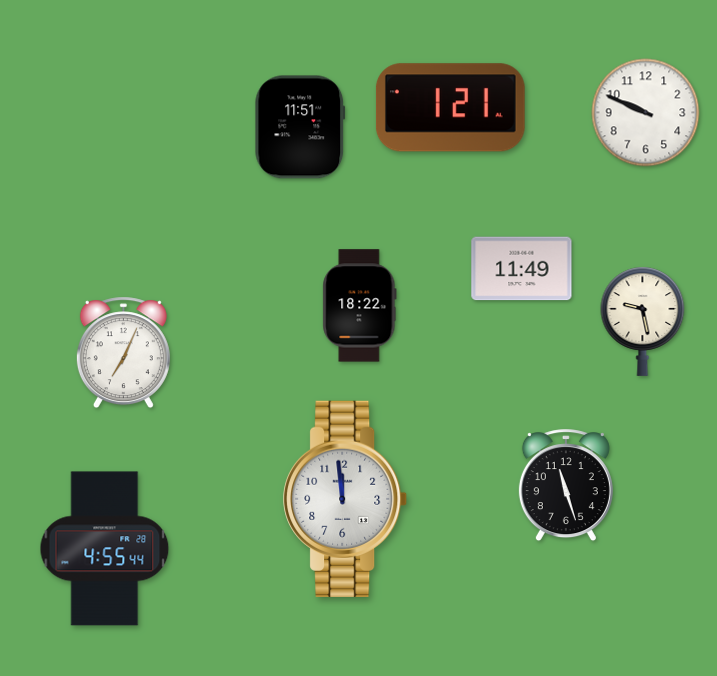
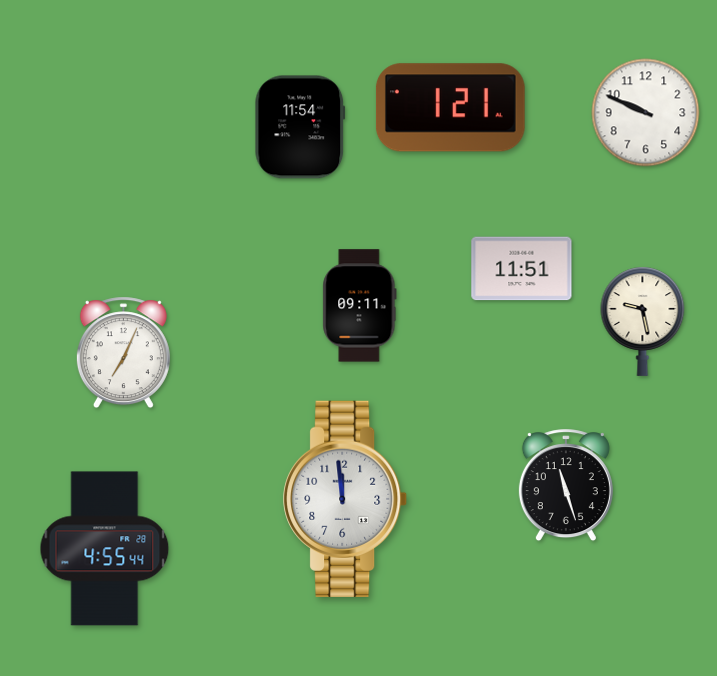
clock at (300, 127): 11:51 -> 11:54
clock at (522, 269): 11:49 -> 11:51
clock at (360, 306): 18:22 -> 09:11
